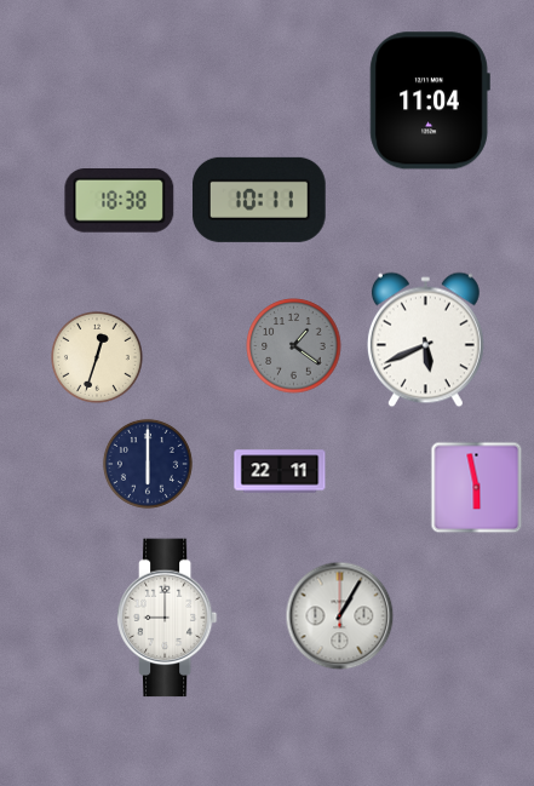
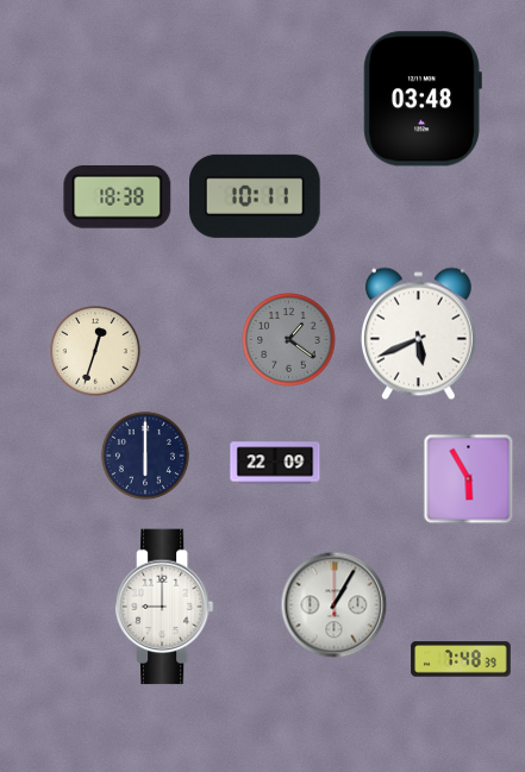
clock at (430, 101): 11:04 -> 03:48
clock at (280, 471): 22:11 -> 22:09
clock at (477, 488): 5:58 -> 5:55
clock at (461, 659): none -> 7:48
